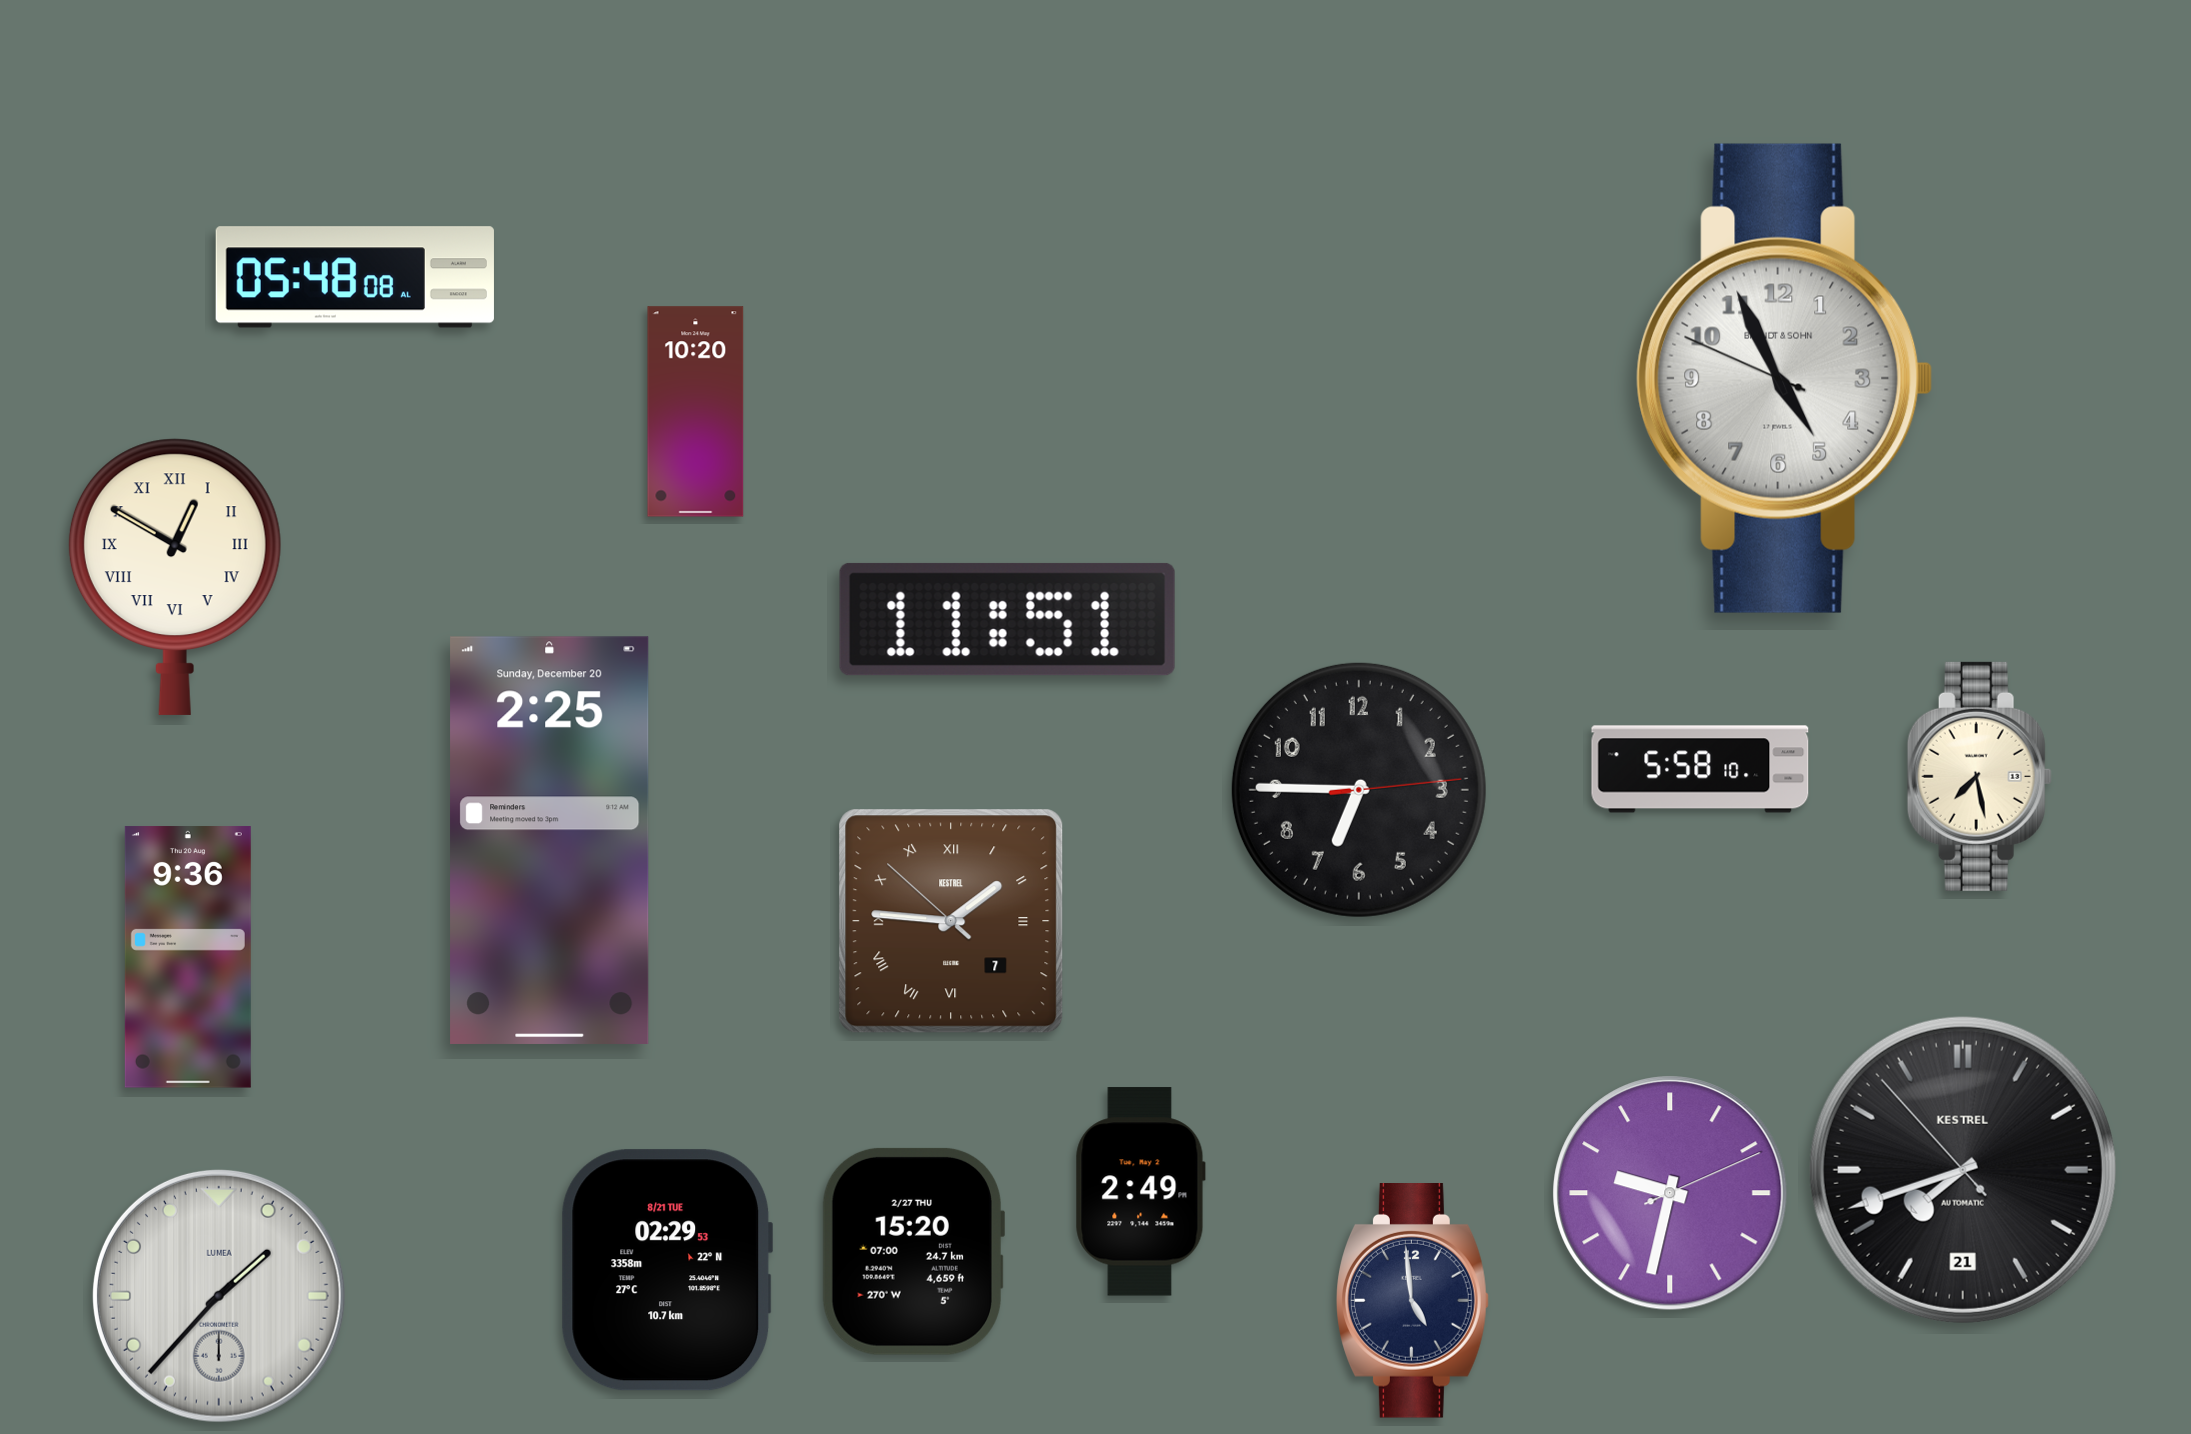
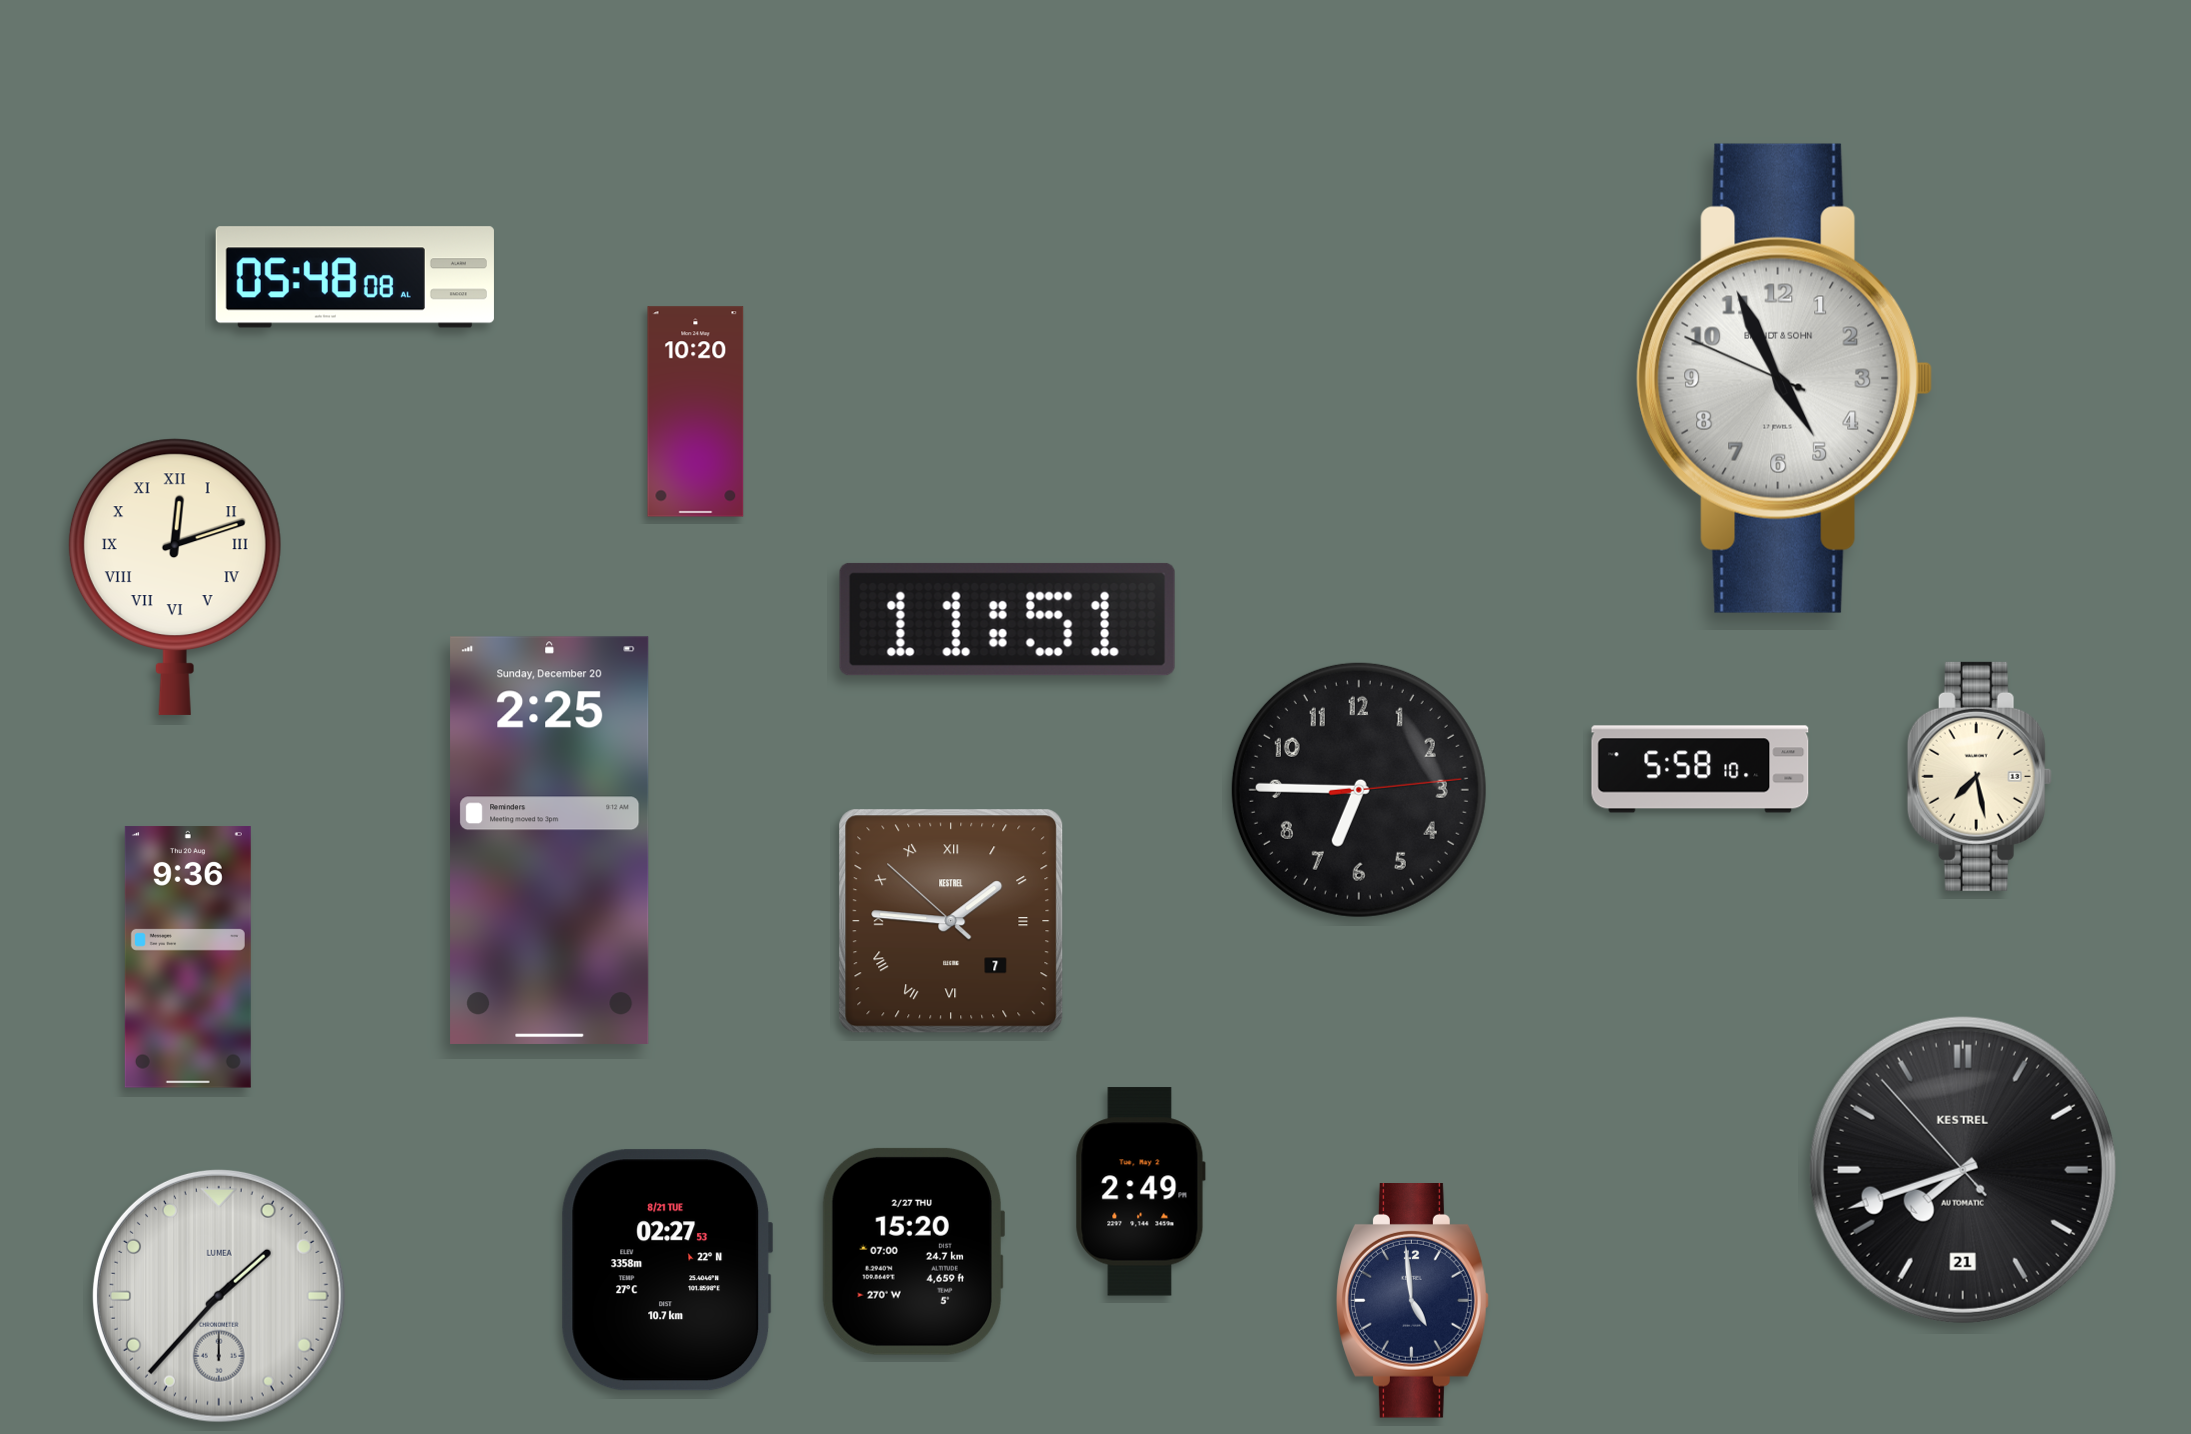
clock at (175, 577): 12:50 -> 12:12
clock at (1670, 1193): 9:32 -> none
clock at (666, 1270): 02:29 -> 02:27
